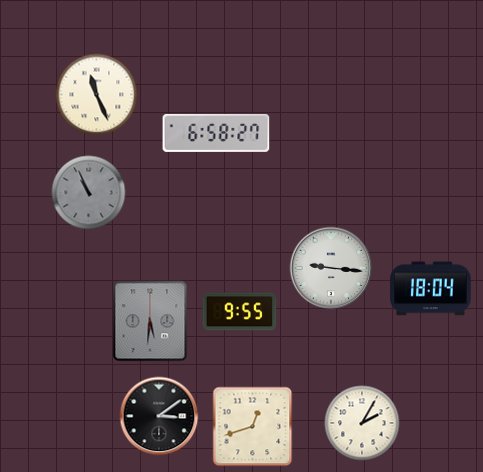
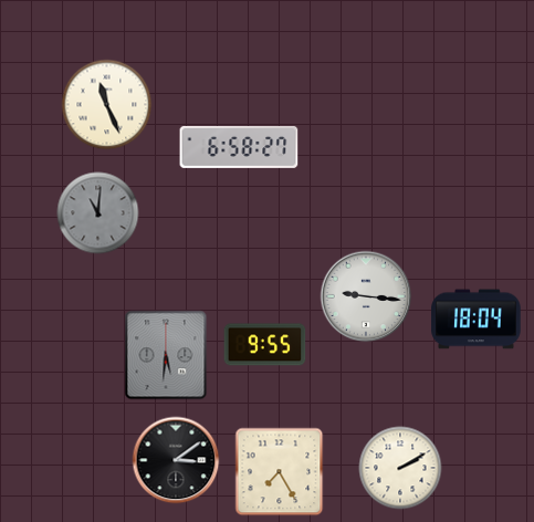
clock at (89, 193): 10:56 -> 11:01
clock at (362, 423): 2:05 -> 2:10
clock at (253, 427): 12:42 -> 7:25
